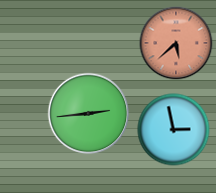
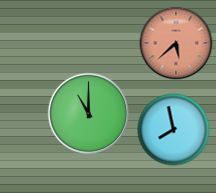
clock at (89, 114): 2:44 -> 11:00
clock at (174, 130): 2:58 -> 7:58
